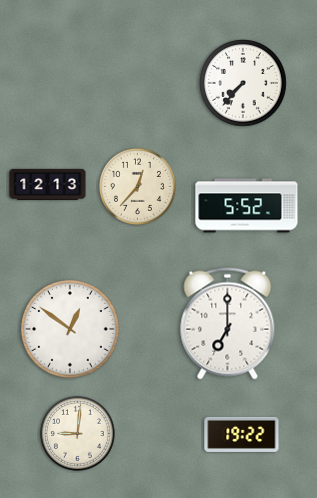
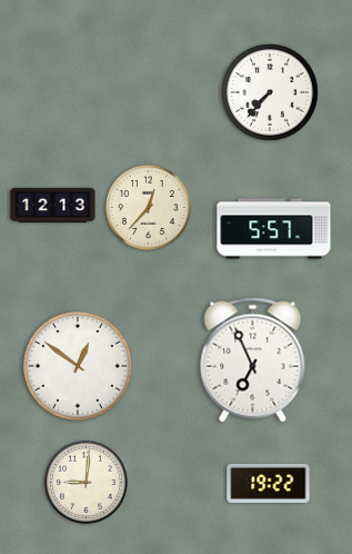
clock at (137, 186) position: (137, 186) -> (148, 207)
clock at (247, 206): 5:52 -> 5:57
clock at (228, 324): 7:00 -> 6:56
